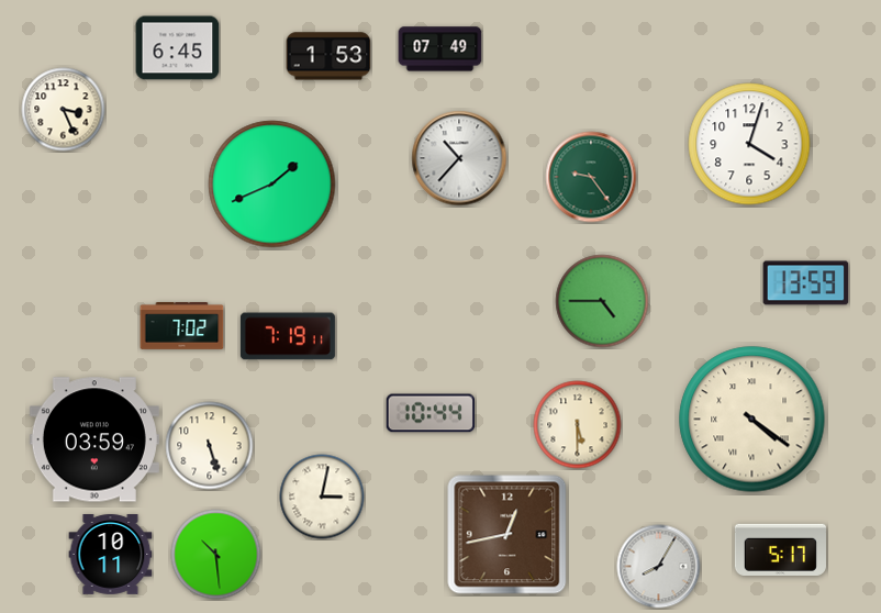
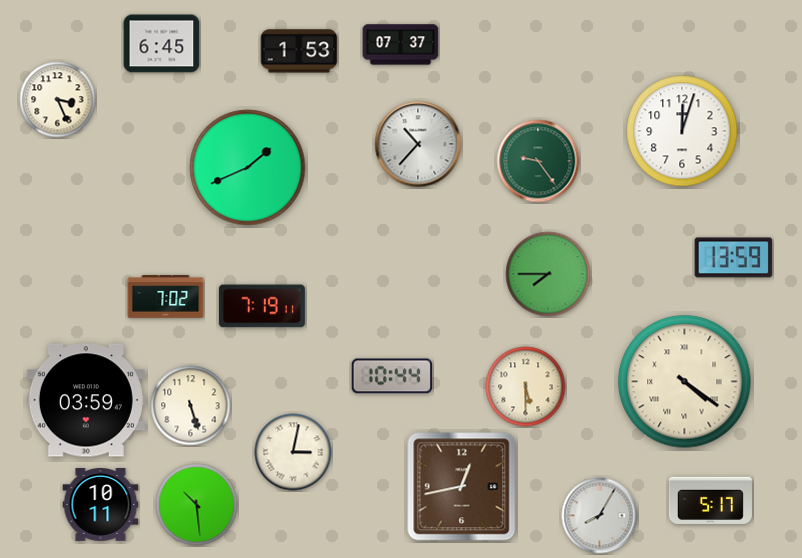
clock at (440, 49): 07:49 -> 07:37
clock at (749, 144): 4:03 -> 12:03
clock at (602, 301): 4:45 -> 7:45
